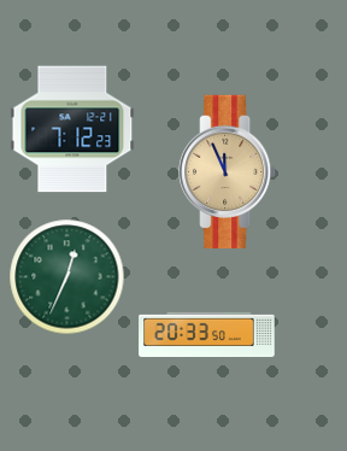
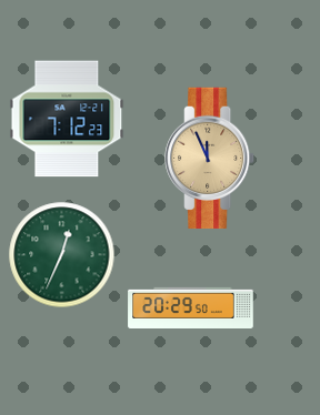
clock at (207, 334): 20:33 -> 20:29
